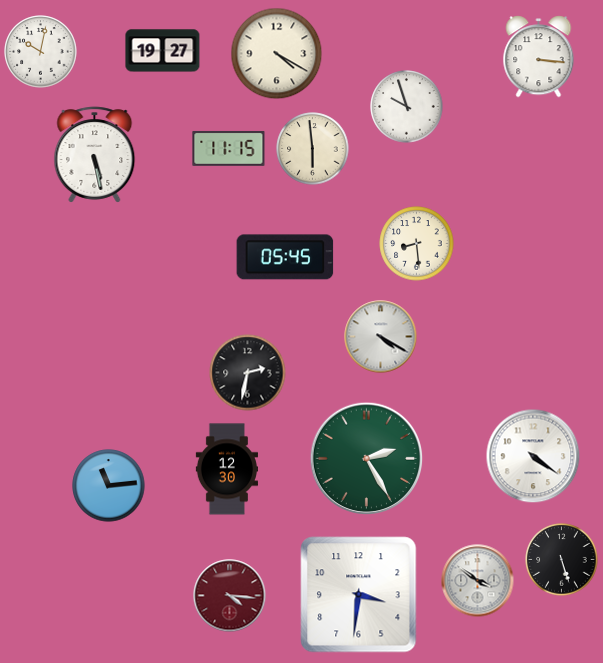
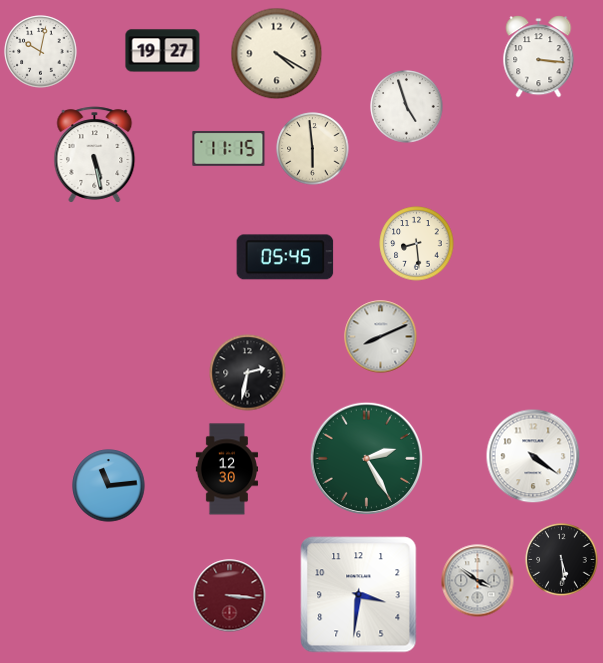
clock at (407, 107): 9:57 -> 4:57
clock at (381, 337): 4:20 -> 8:11
clock at (562, 560): 5:27 -> 5:29
clock at (230, 596): 4:16 -> 3:16
